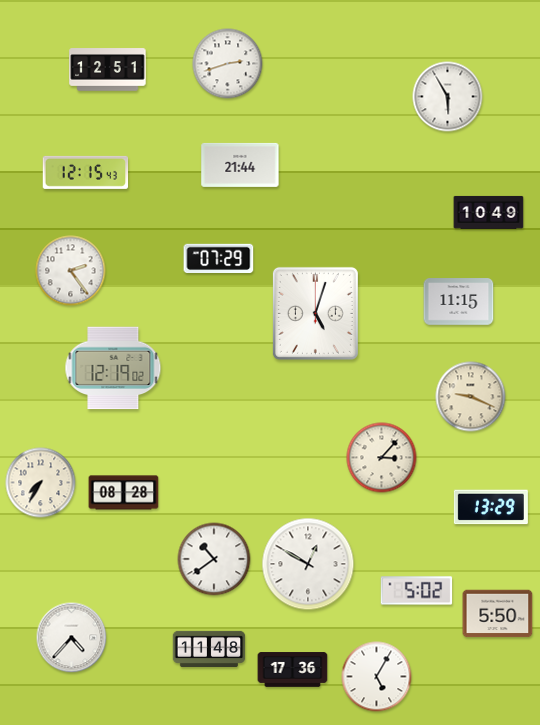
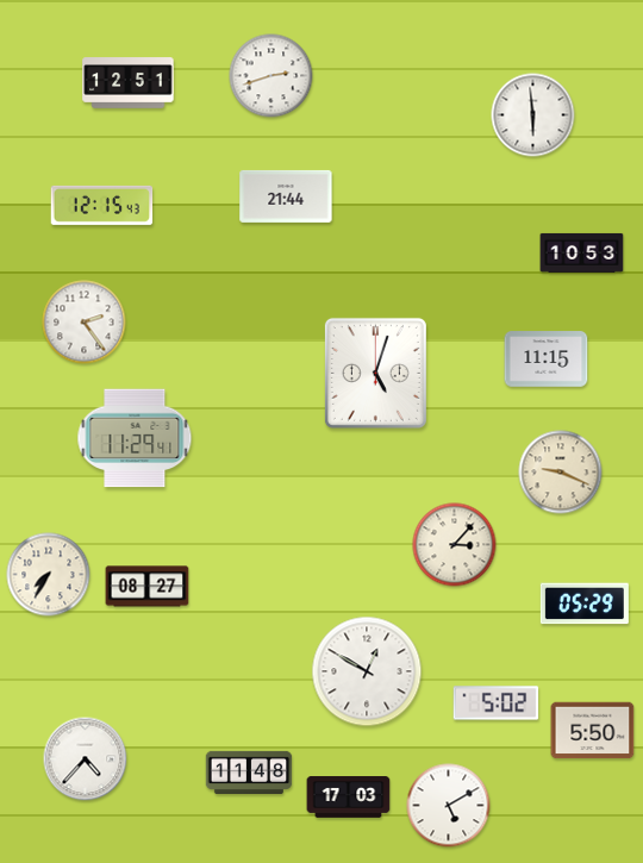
clock at (448, 97): 5:55 -> 5:59
clock at (489, 212): 10:49 -> 10:53
clock at (219, 258): 07:29 -> none
clock at (113, 368): 12:19 -> 11:29
clock at (124, 493): 08:28 -> 08:27
clock at (491, 507): 13:29 -> 05:29
clock at (214, 559): 10:39 -> none
clock at (293, 670): 17:36 -> 17:03
clock at (377, 677): 5:05 -> 5:10
